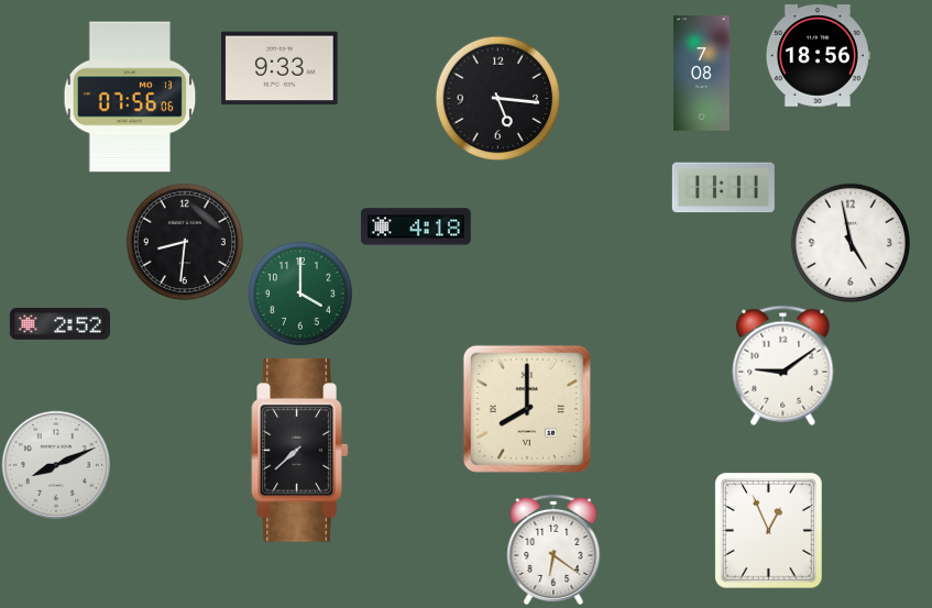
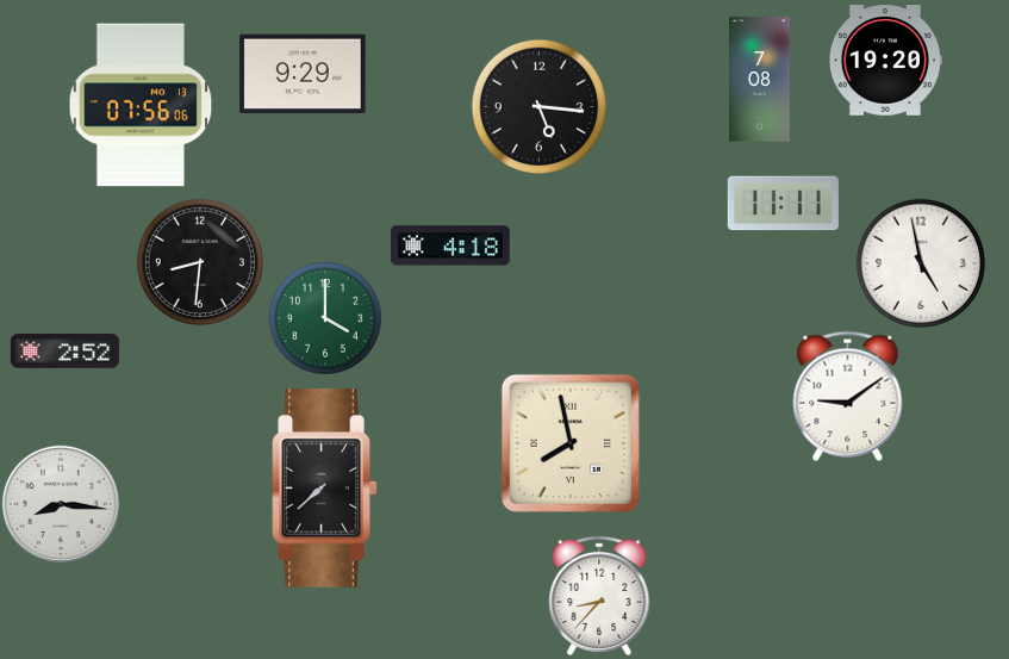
clock at (818, 56): 18:56 -> 19:20
clock at (279, 68): 9:33 -> 9:29
clock at (527, 409): 8:00 -> 7:58
clock at (56, 465): 8:11 -> 8:16
clock at (768, 530): 12:56 -> none
clock at (553, 550): 6:21 -> 8:37
